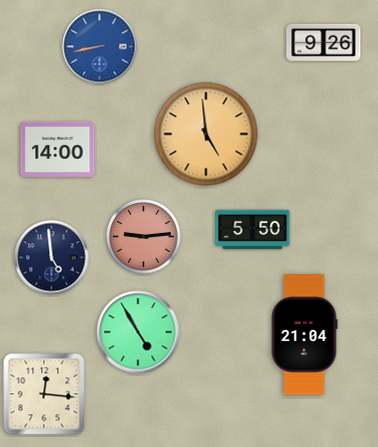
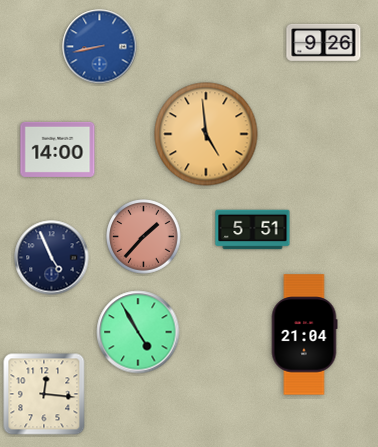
clock at (253, 230): 5:50 -> 5:51
clock at (144, 237): 9:14 -> 1:37
clock at (52, 258): 4:59 -> 4:56
